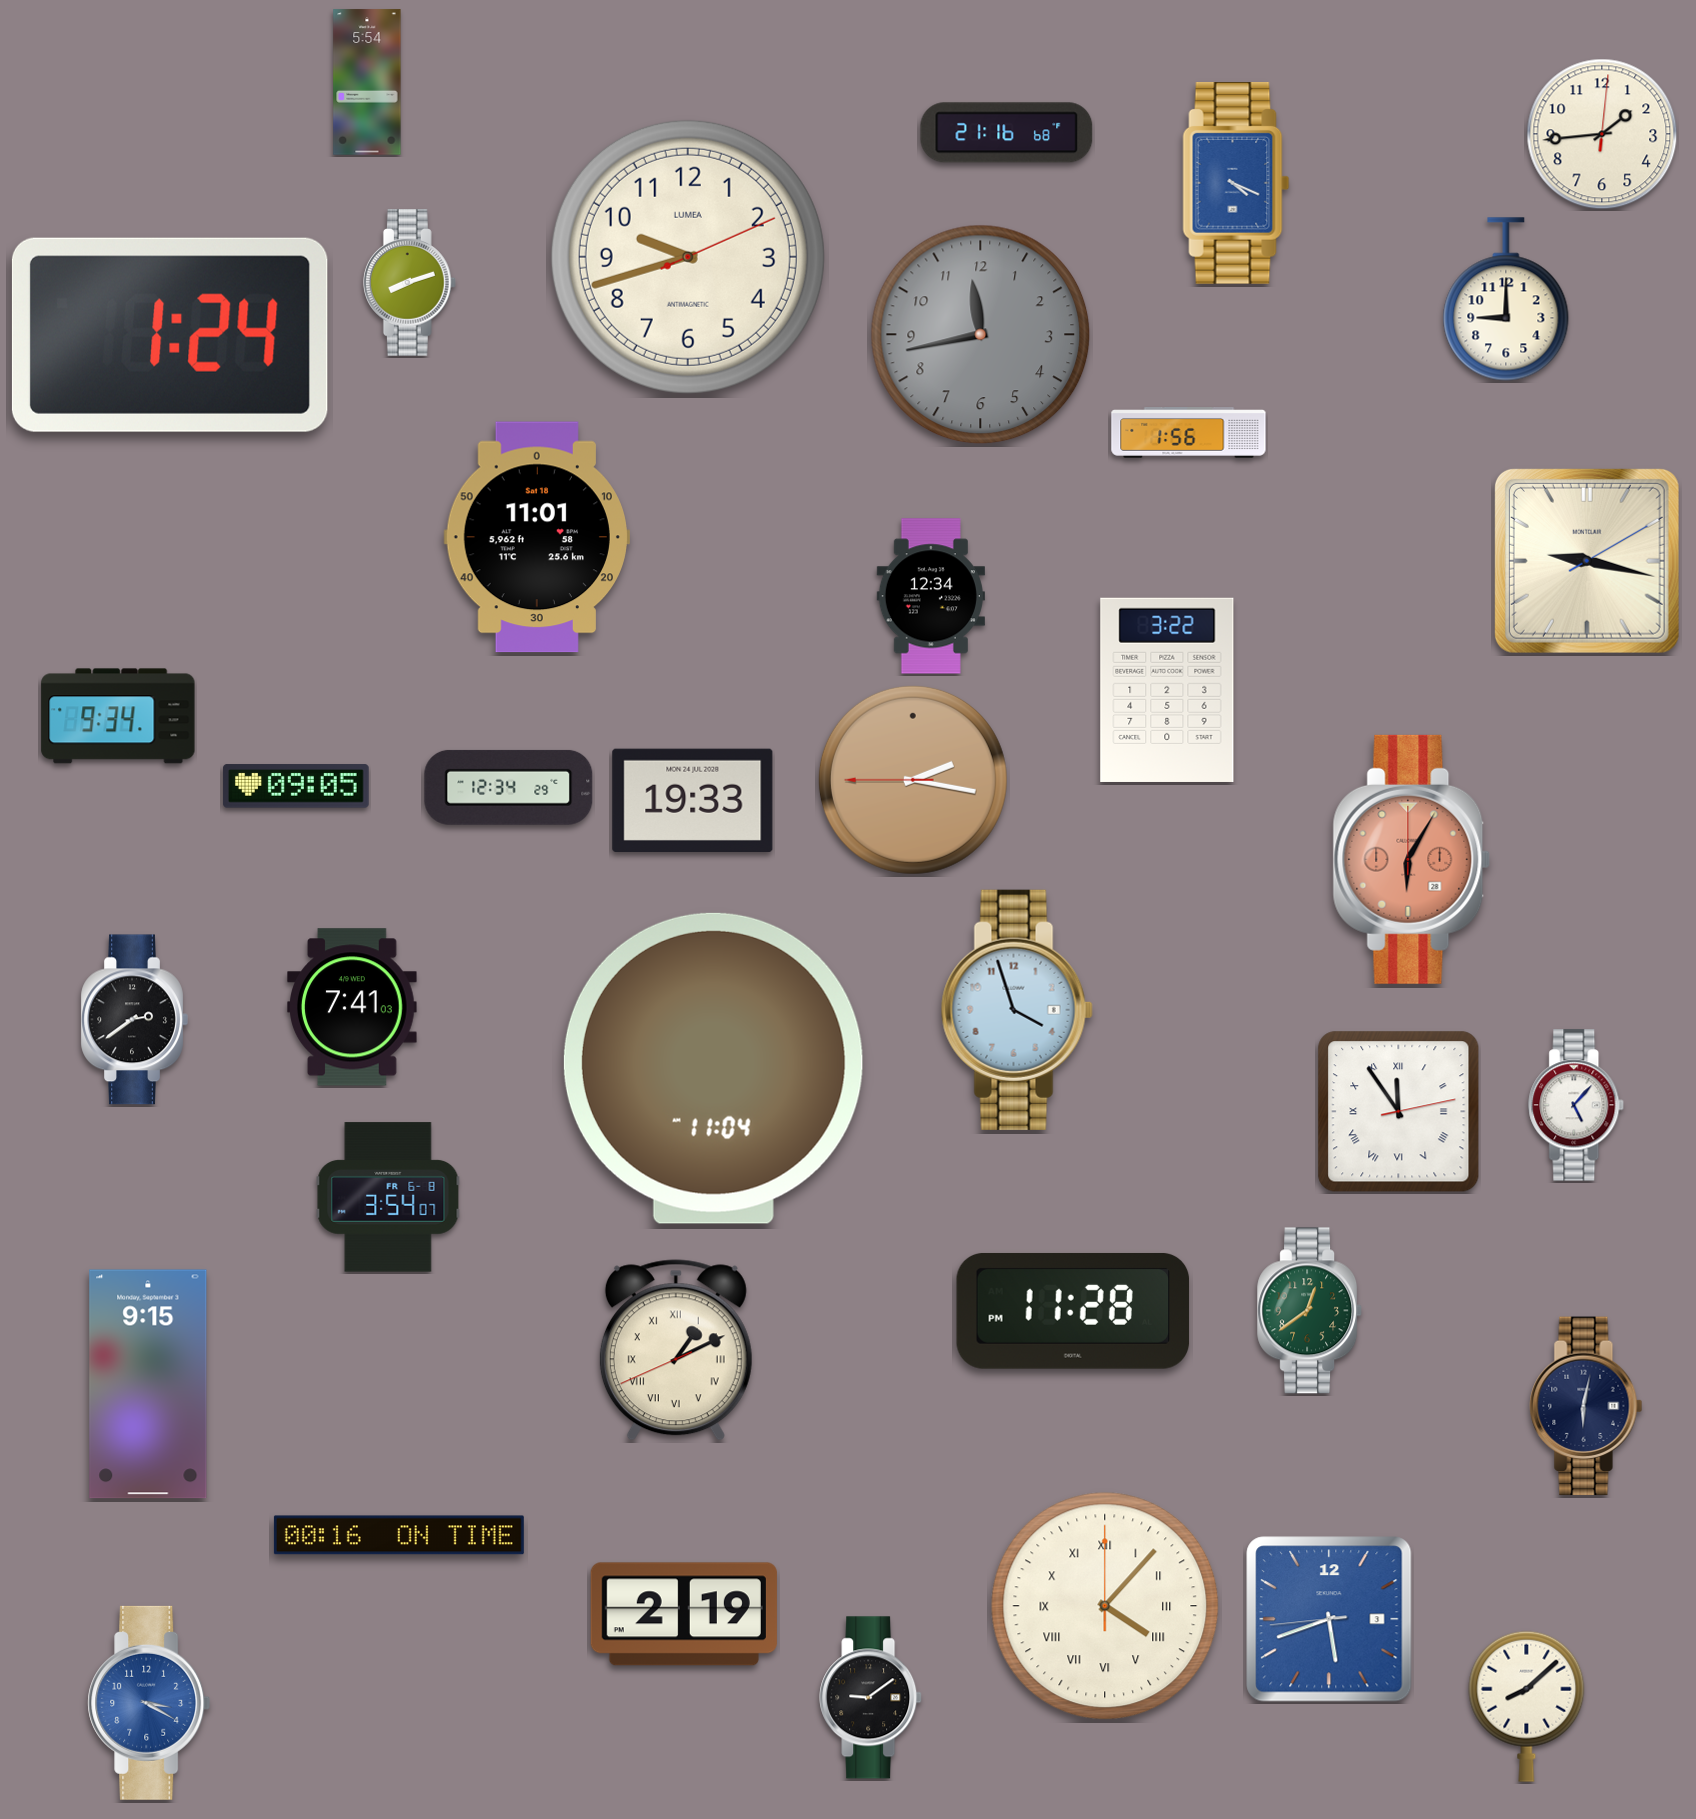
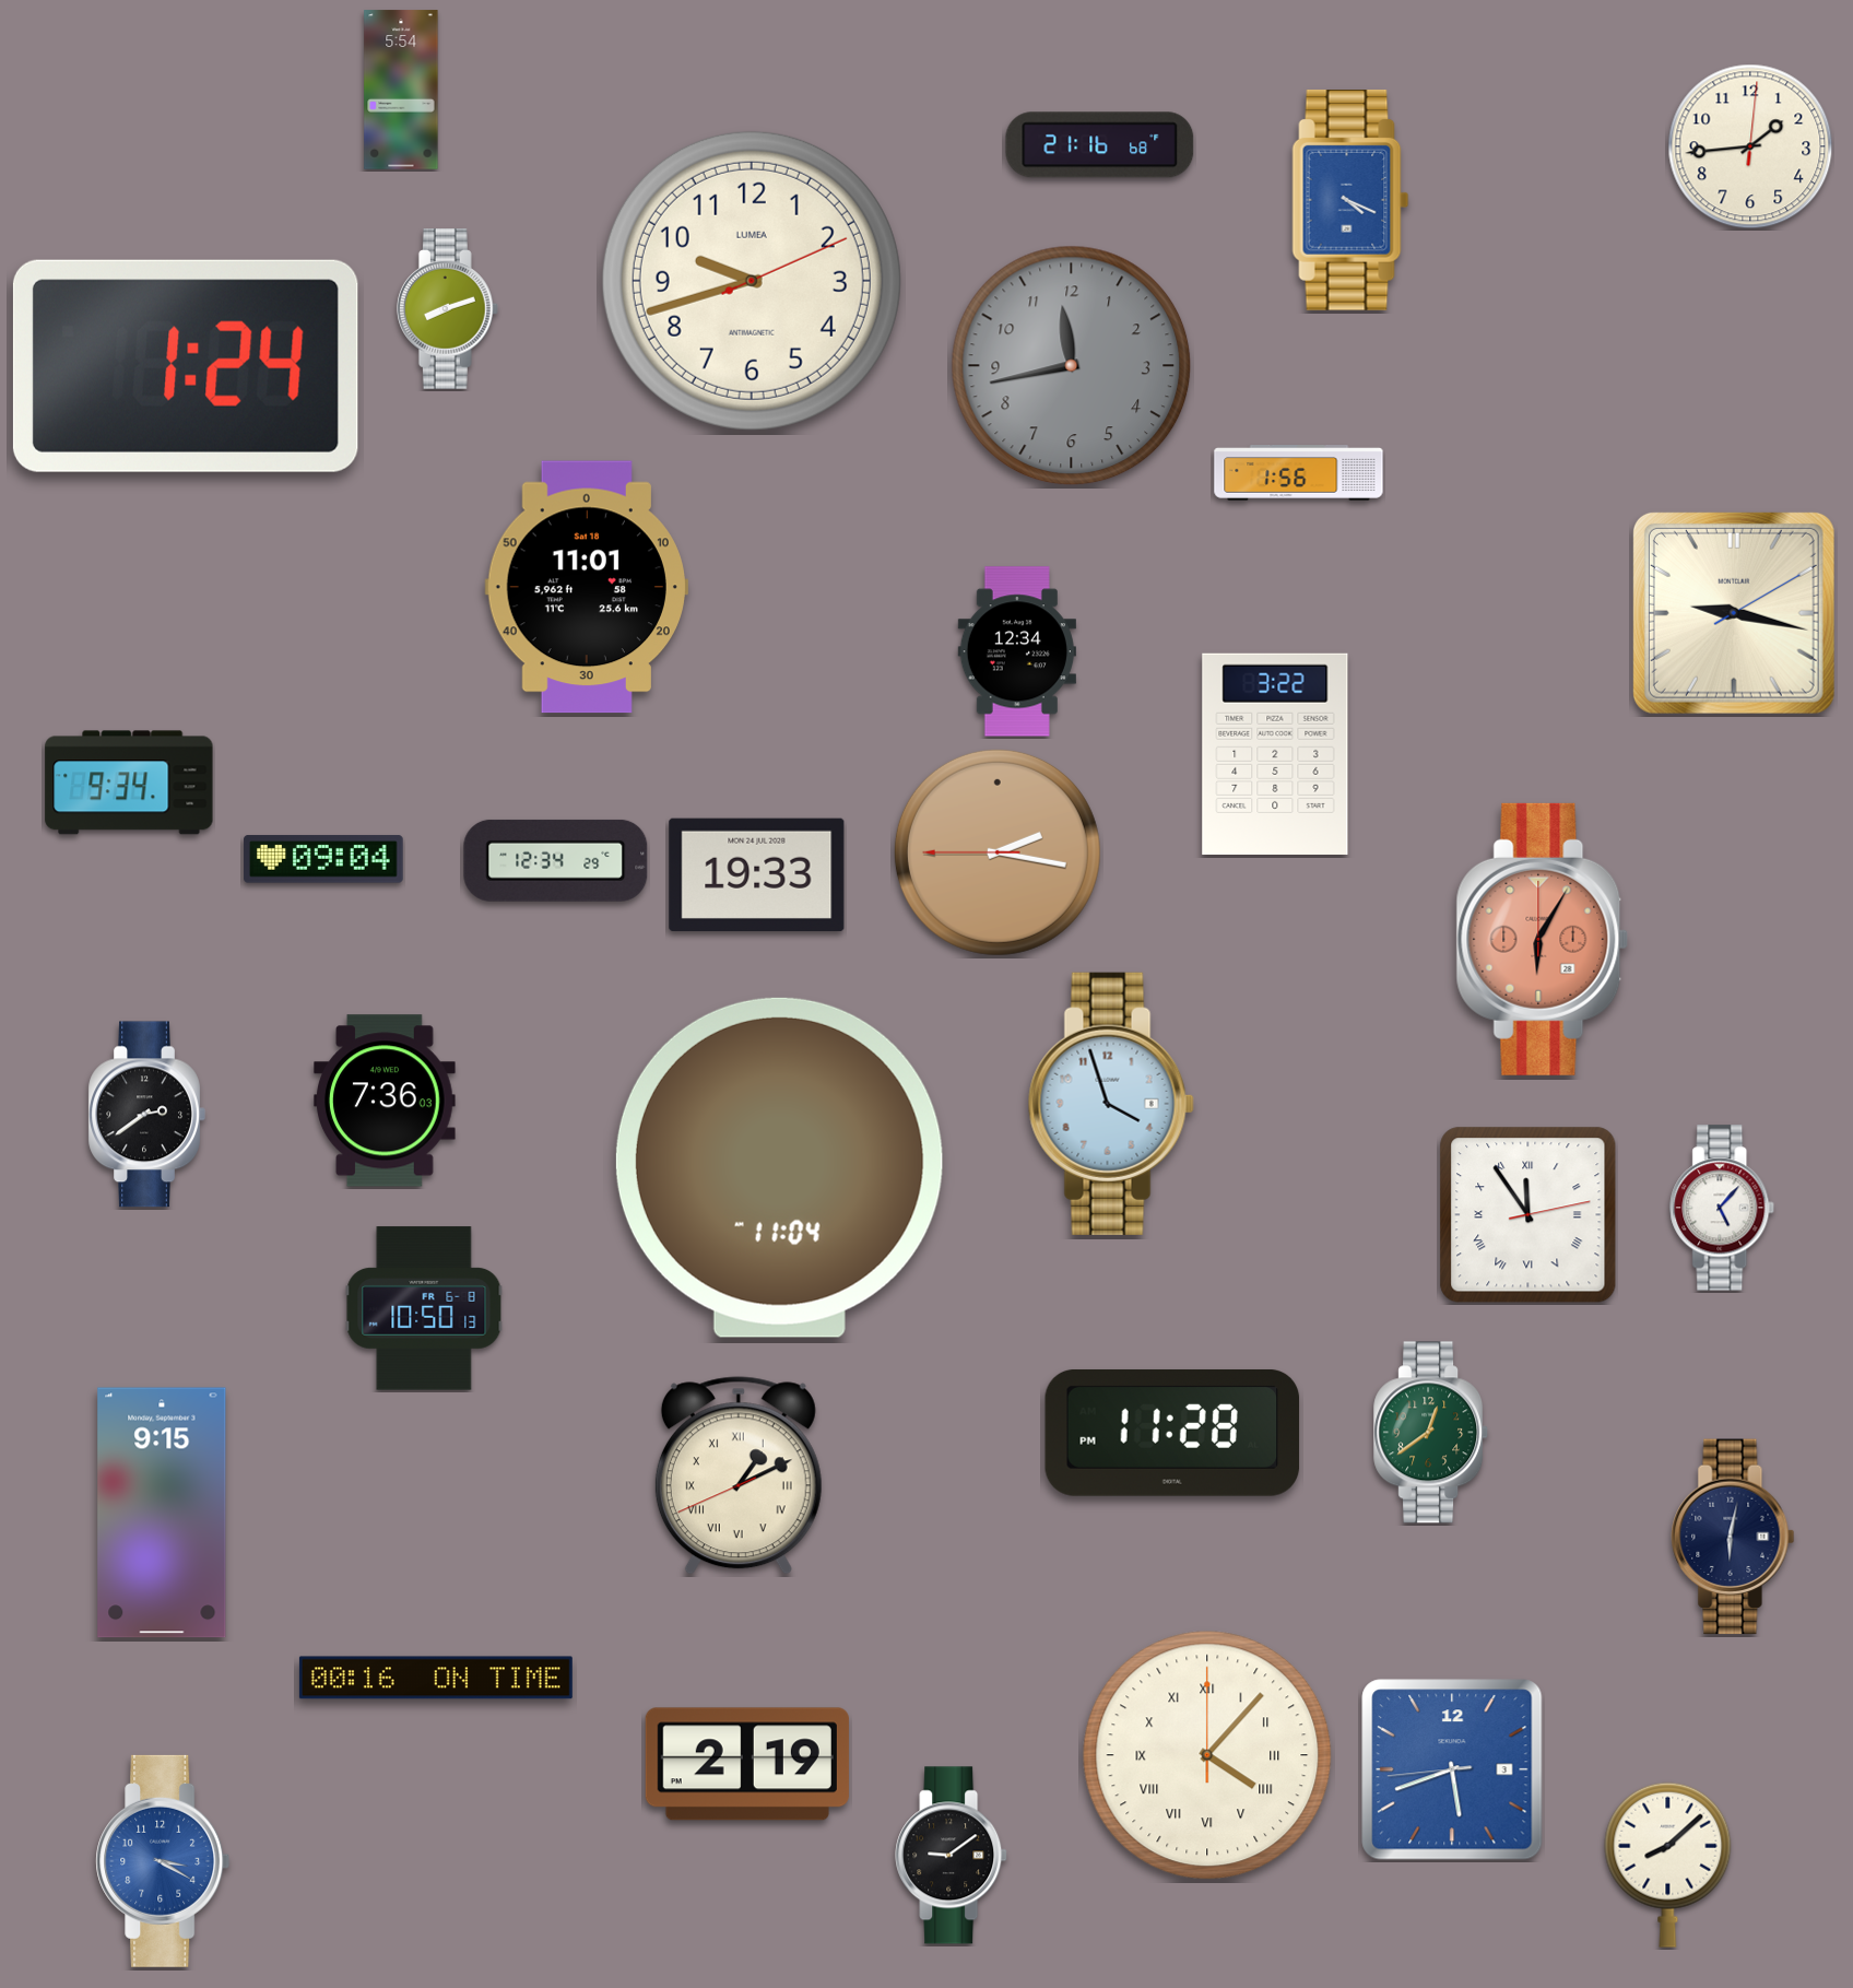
clock at (1506, 299): 9:00 -> none
clock at (296, 786): 09:05 -> 09:04
clock at (353, 1007): 7:41 -> 7:36
clock at (388, 1197): 3:54 -> 10:50
